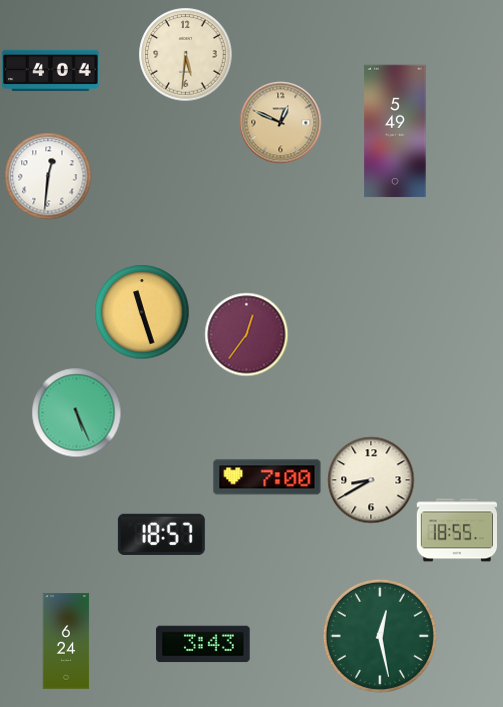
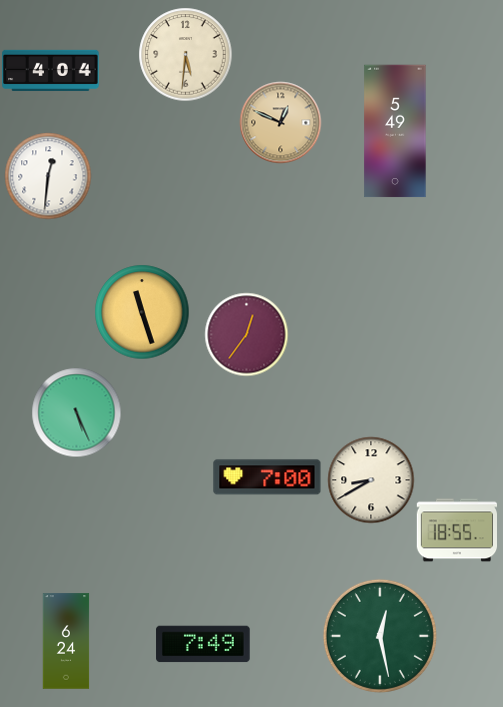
clock at (161, 534): 18:57 -> none
clock at (203, 644): 3:43 -> 7:49
